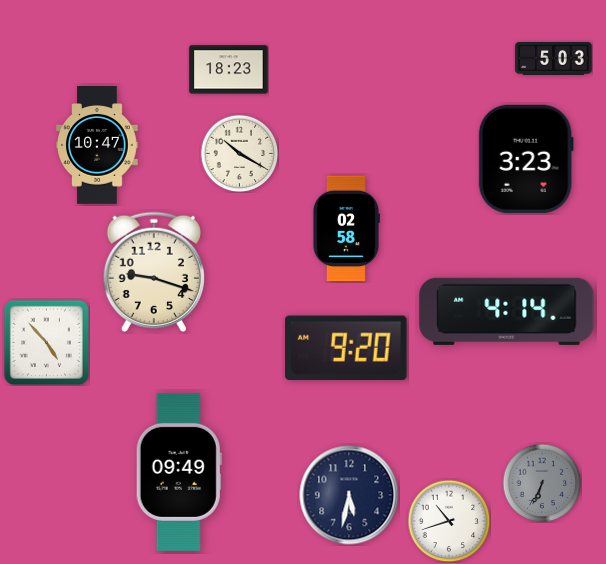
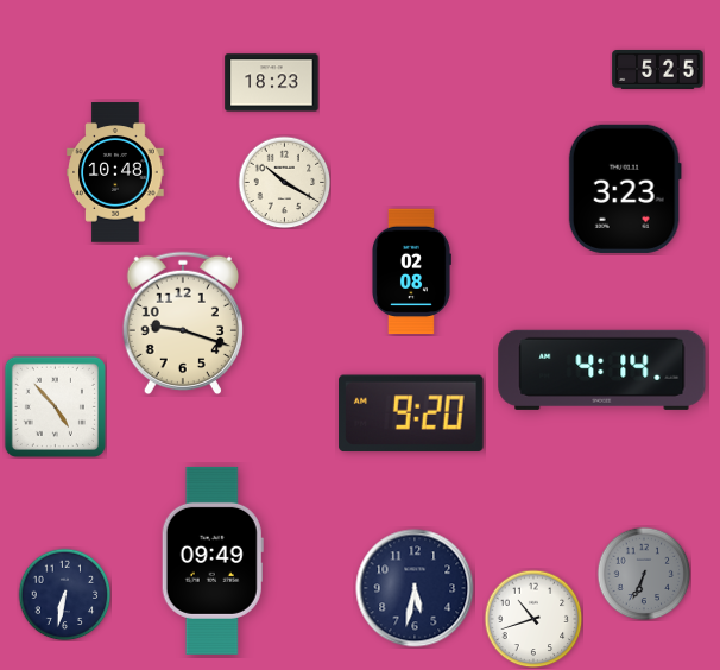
clock at (554, 59): 5:03 -> 5:25
clock at (97, 145): 10:47 -> 10:48
clock at (347, 229): 02:58 -> 02:08
clock at (64, 594): none -> 6:32
